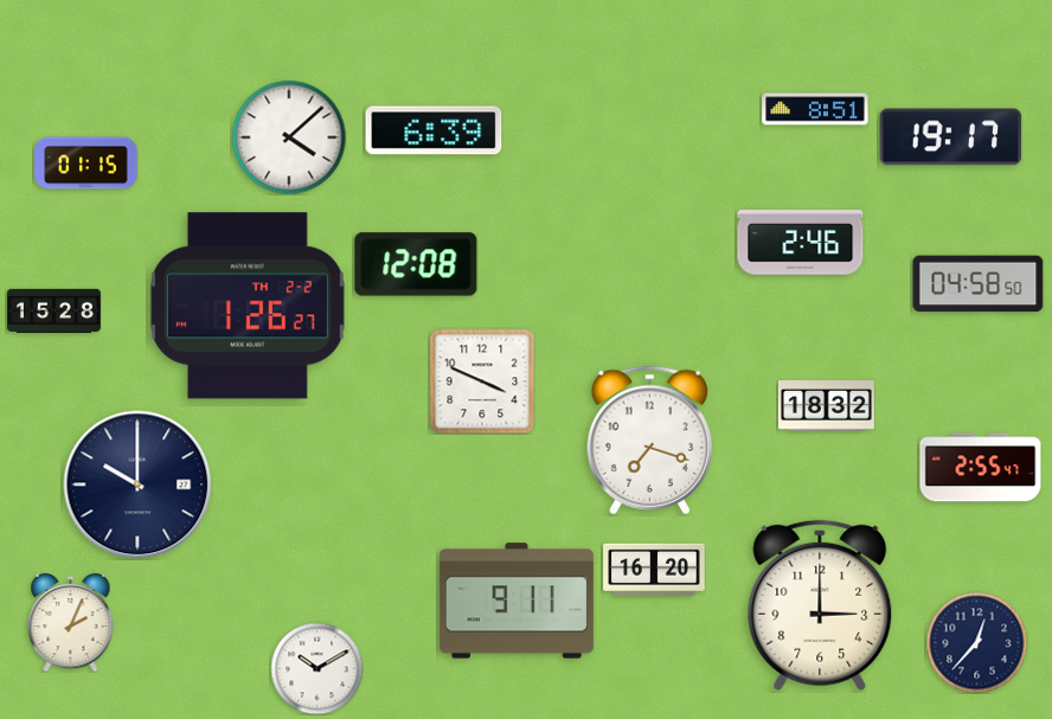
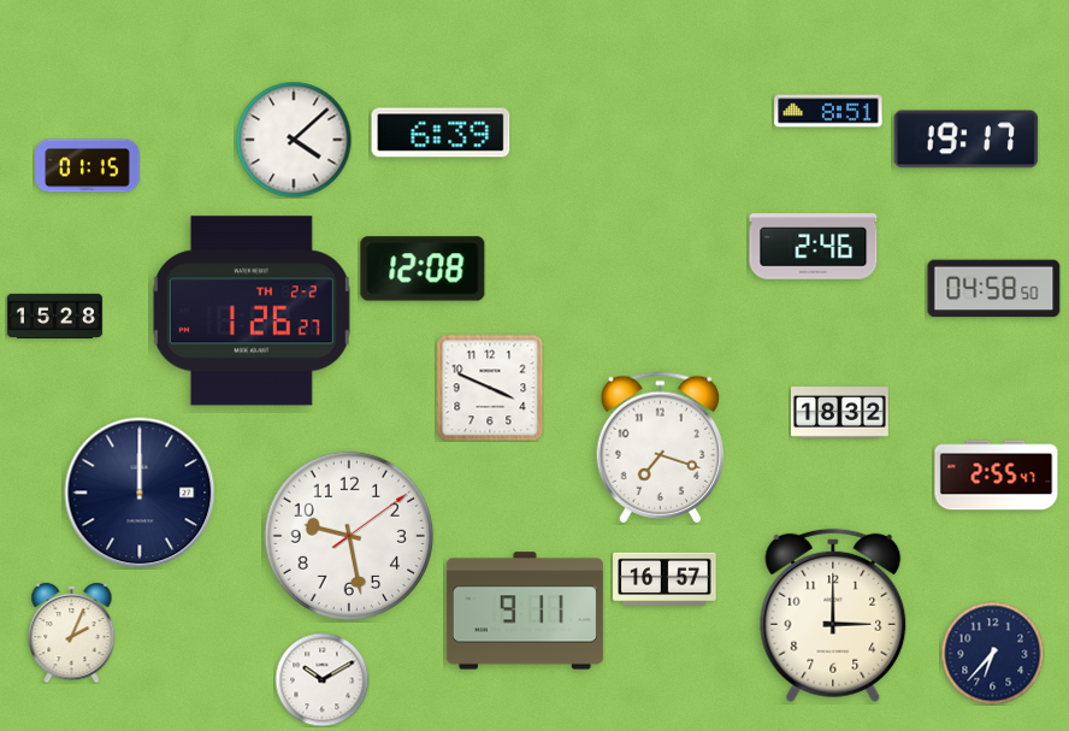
clock at (137, 484): 10:00 -> 12:00
clock at (348, 535): none -> 9:28
clock at (654, 570): 16:20 -> 16:57
clock at (976, 642): 12:37 -> 6:37
